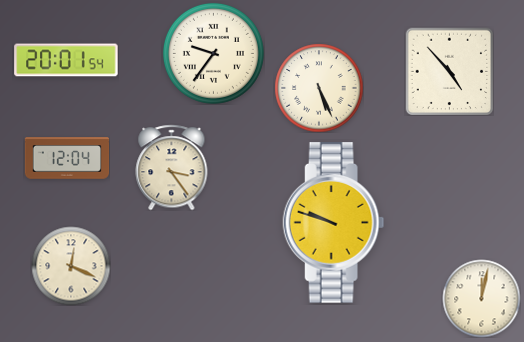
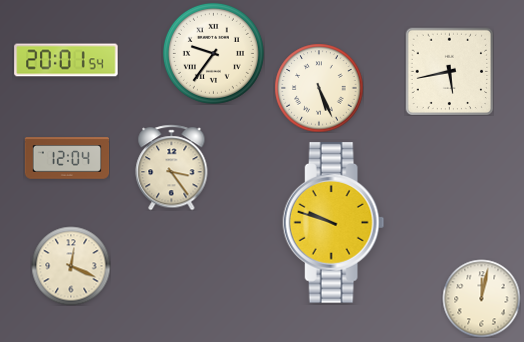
clock at (449, 71): 4:53 -> 5:43
